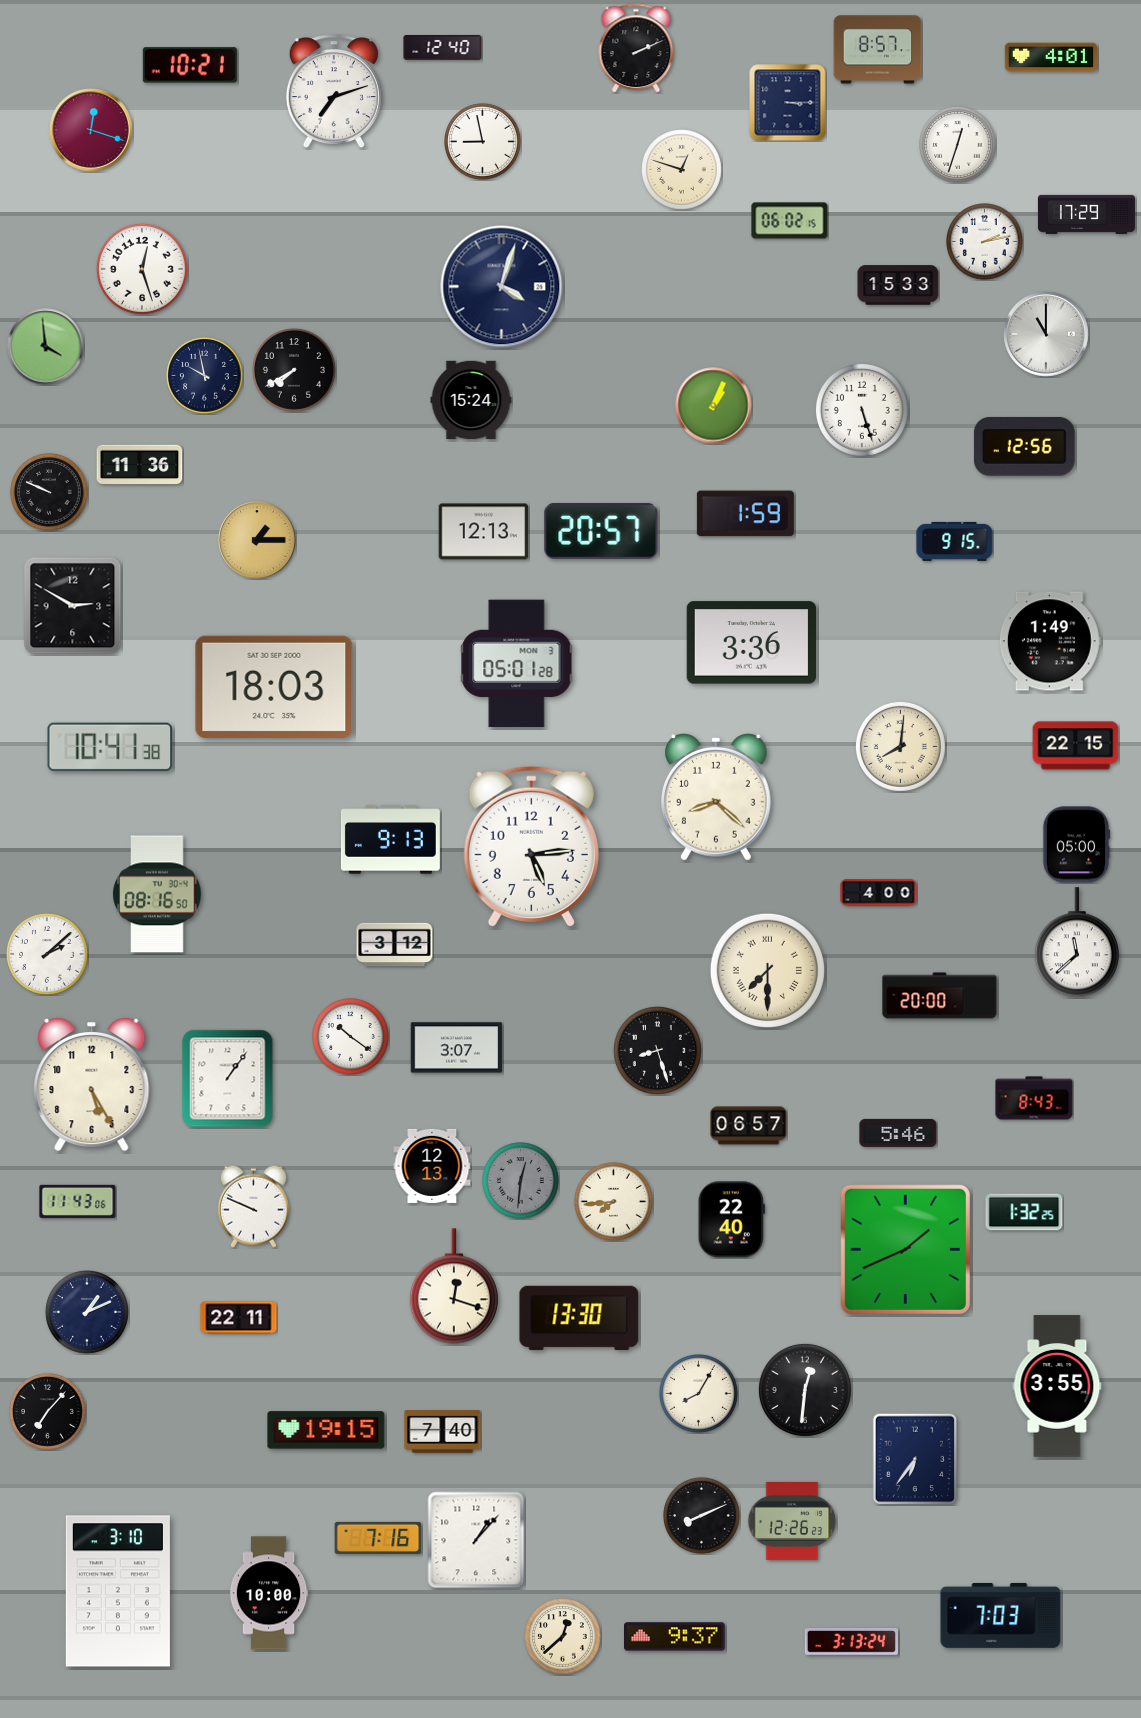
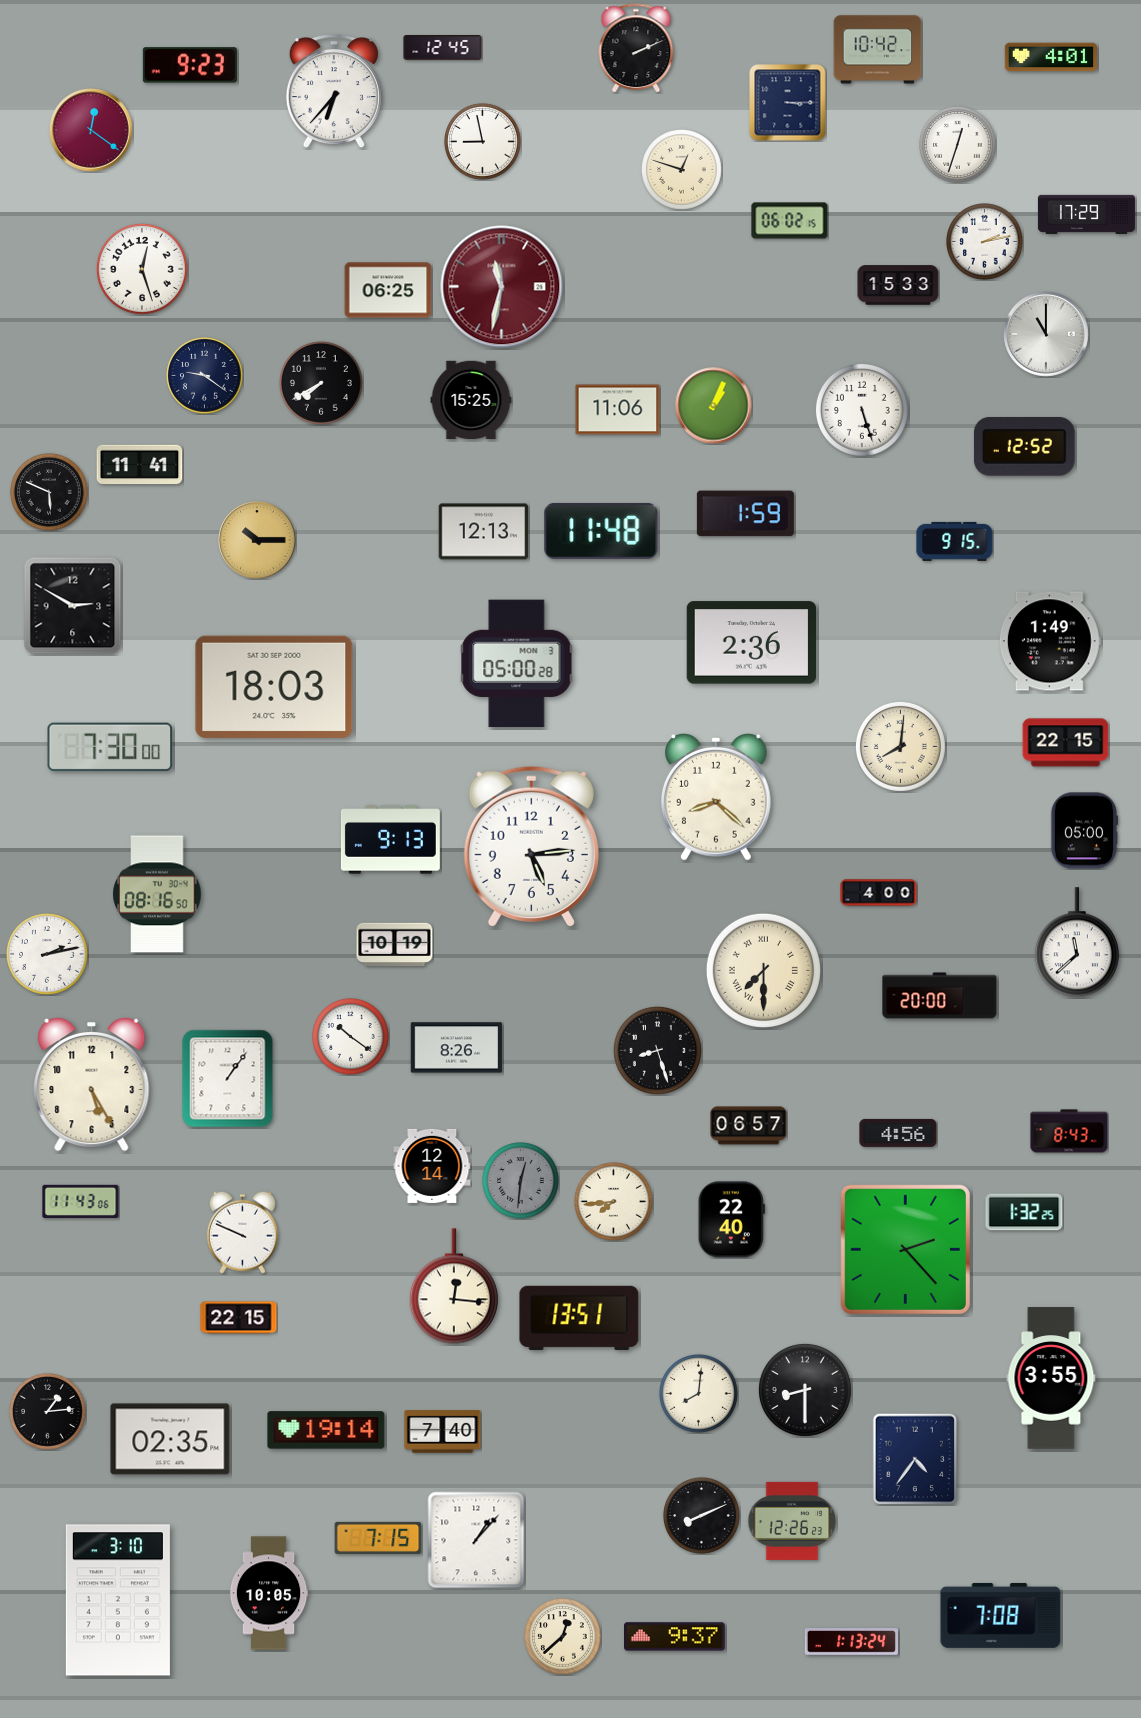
clock at (443, 48): 12:40 -> 12:45
clock at (878, 50): 8:57 -> 10:42
clock at (190, 65): 10:21 -> 9:23
clock at (334, 92): 7:12 -> 6:37
clock at (91, 130): 12:18 -> 12:21
clock at (502, 287): 4:03 -> 11:32
clock at (502, 287) dial: navy -> burgundy
clock at (388, 290): none -> 06:25
clock at (46, 347): 3:59 -> none
clock at (295, 371) position: (295, 371) -> (322, 384)
clock at (205, 376): 9:58 -> 9:21
clock at (471, 400): 15:24 -> 15:25
clock at (618, 410): none -> 11:06
clock at (1024, 446): 12:56 -> 12:52
clock at (140, 465): 11:36 -> 11:41
clock at (49, 492): 9:49 -> 5:49
clock at (601, 531): 20:57 -> 11:48
clock at (257, 540): 1:15 -> 10:15
clock at (751, 643): 3:36 -> 2:36
clock at (517, 664): 05:01 -> 05:00
clock at (1076, 746) position: (1076, 746) -> (1066, 743)
clock at (110, 747): 10:41 -> 7:30
clock at (1076, 845) position: (1076, 845) -> (1084, 831)
clock at (395, 945): 3:12 -> 10:19
clock at (48, 955): 2:08 -> 2:13
clock at (767, 970) position: (767, 970) -> (763, 970)
clock at (457, 1048): 3:07 -> 8:26
clock at (1034, 1098) position: (1034, 1098) -> (1069, 1131)
clock at (898, 1133): 5:46 -> 4:56
clock at (432, 1166): 12:13 -> 12:14
clock at (78, 1201) position: (78, 1201) -> (81, 1201)
clock at (253, 1206) position: (253, 1206) -> (242, 1232)
clock at (905, 1249): 1:41 -> 2:23
clock at (454, 1286): 12:18 -> 12:16
clock at (88, 1313): 1:11 -> none
clock at (239, 1318): 22:11 -> 22:15
clock at (579, 1318): 13:30 -> 13:51
clock at (1057, 1386) position: (1057, 1386) -> (1051, 1378)
clock at (805, 1390): 12:31 -> 8:30
clock at (699, 1394): 8:05 -> 8:01
clock at (48, 1412): 7:07 -> 1:14
clock at (326, 1430): 19:15 -> 19:14
clock at (170, 1439): none -> 02:35
clock at (915, 1459): 6:36 -> 4:36
clock at (378, 1538): 7:16 -> 7:15
clock at (118, 1591) position: (118, 1591) -> (118, 1600)
clock at (269, 1593): 10:00 -> 10:05
clock at (1001, 1615): 7:03 -> 7:08
clock at (851, 1642): 3:13 -> 1:13
